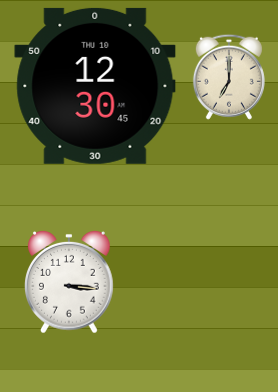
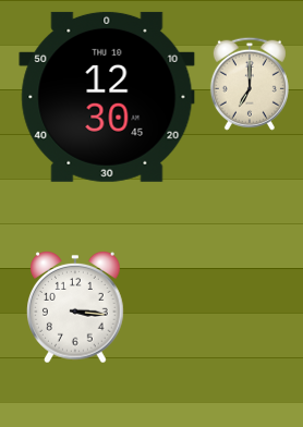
clock at (95, 86) position: (95, 86) -> (107, 97)
